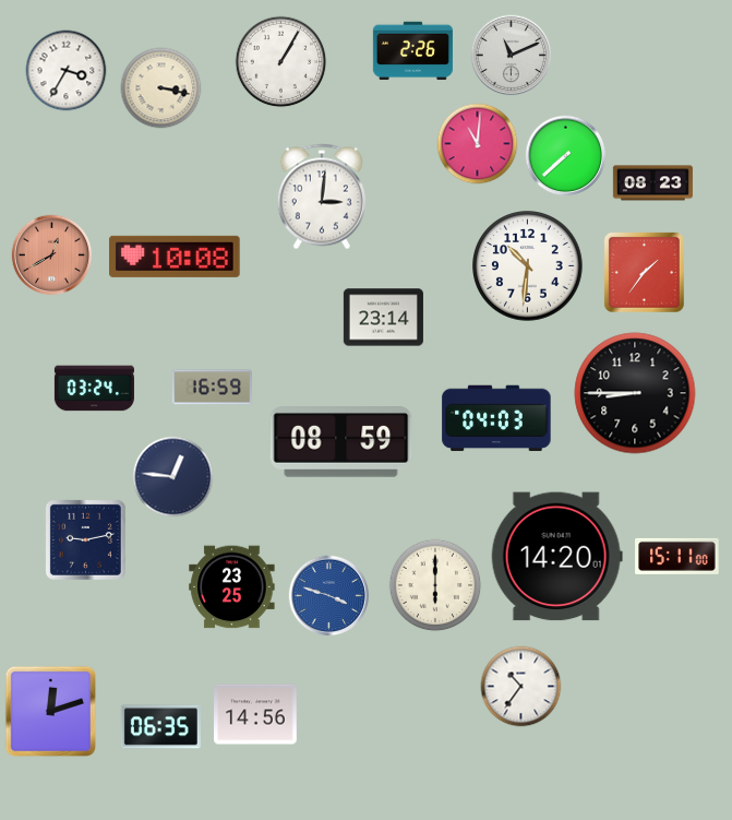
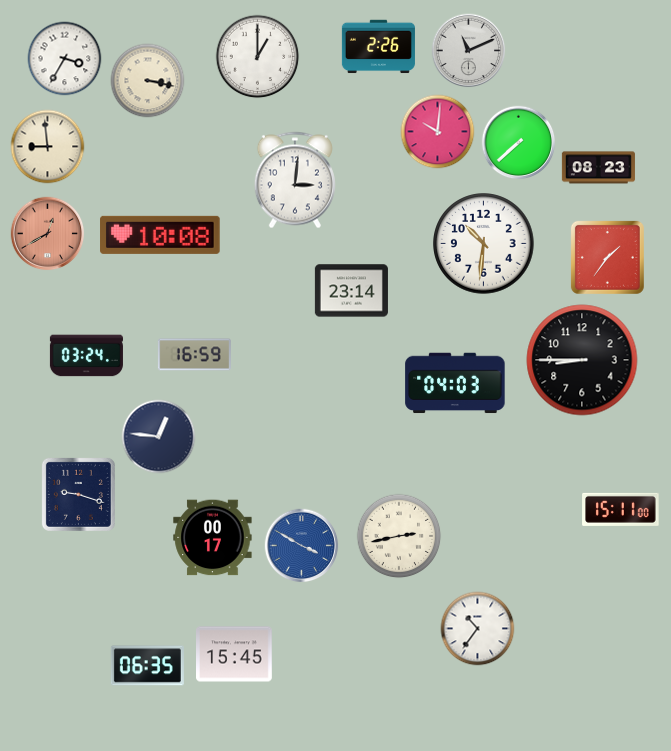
clock at (281, 62): 1:05 -> 1:00
clock at (67, 71) position: (67, 71) -> (65, 59)
clock at (478, 144): 11:01 -> 10:01
clock at (48, 147): none -> 8:59
clock at (644, 272) position: (644, 272) -> (607, 257)
clock at (341, 442): 08:59 -> none
clock at (85, 539): 9:13 -> 9:18
clock at (556, 557): 14:20 -> none
clock at (435, 585): 6:00 -> 2:43
clock at (232, 587): 23:25 -> 00:17
clock at (329, 596): 3:48 -> 3:50
clock at (51, 712): 12:12 -> none
clock at (256, 714): 14:56 -> 15:45
